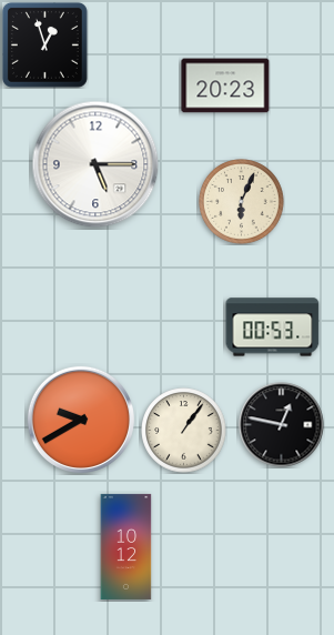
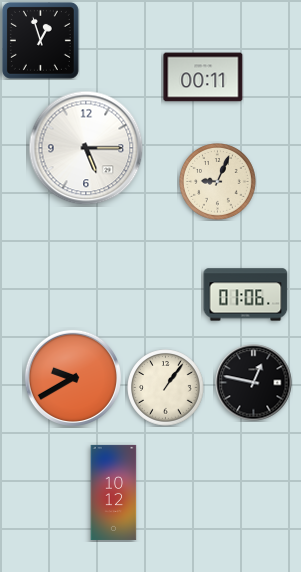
clock at (225, 85): 20:23 -> 00:11
clock at (242, 202): 6:04 -> 9:04
clock at (273, 327): 00:53 -> 01:06
